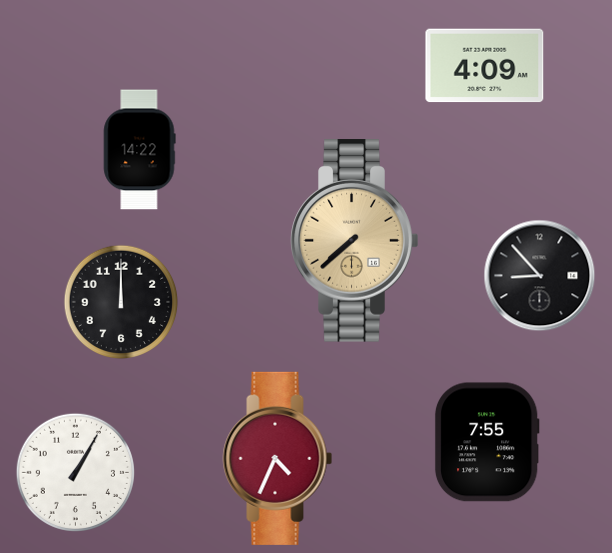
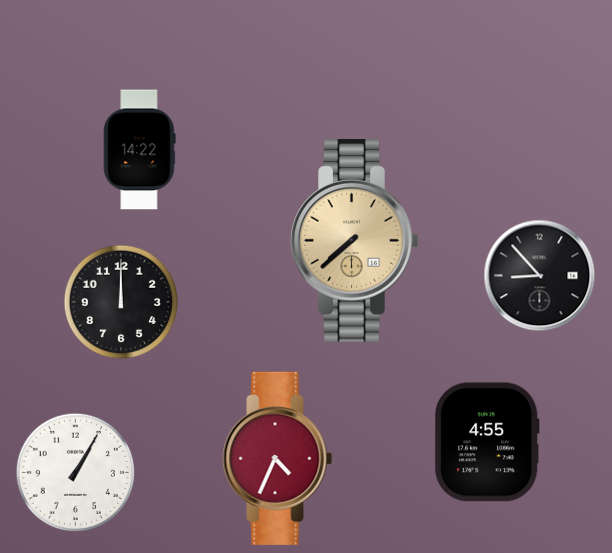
clock at (485, 66): 4:09 -> none
clock at (487, 442): 7:55 -> 4:55
